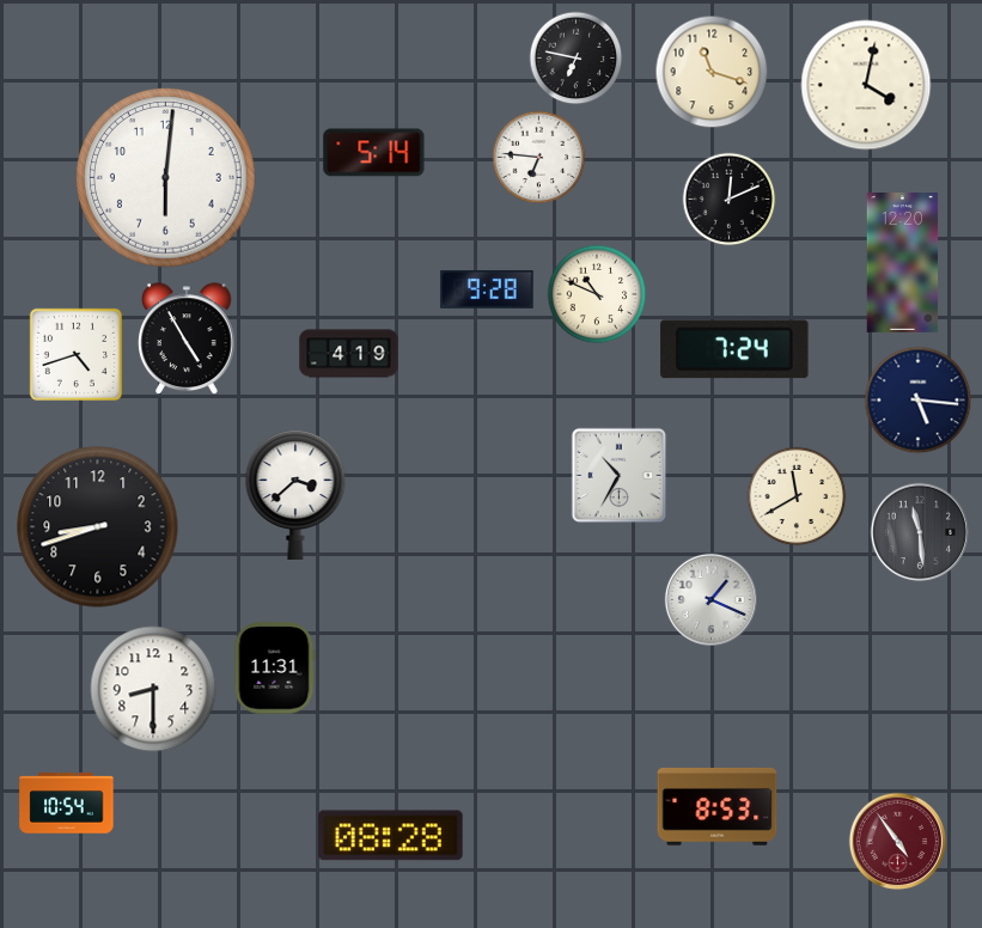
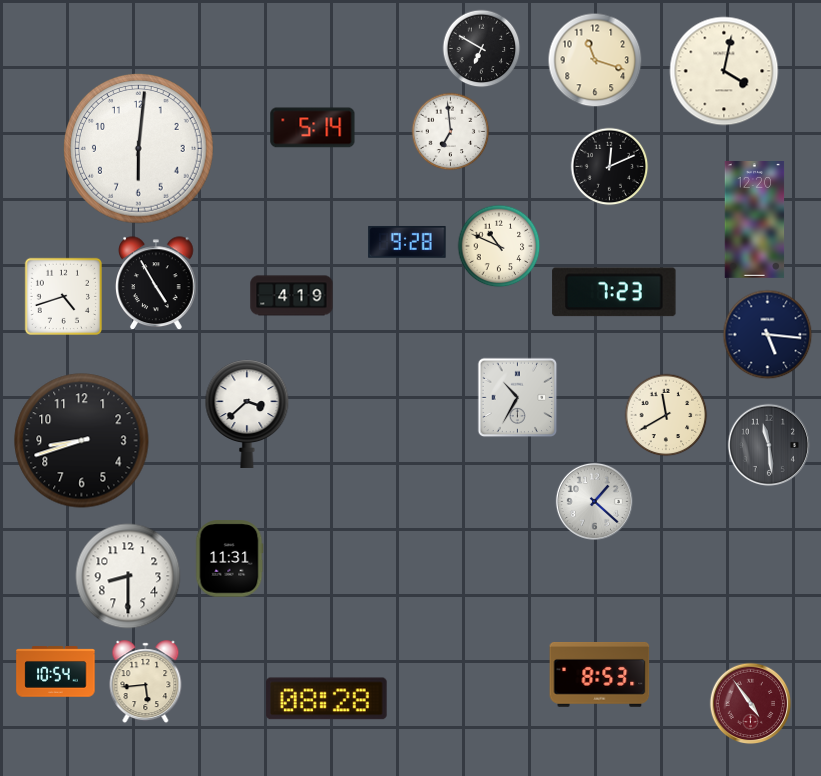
clock at (575, 57): 6:47 -> 6:50
clock at (538, 157): 6:46 -> 6:59
clock at (734, 349): 7:24 -> 7:23
clock at (710, 599): 1:19 -> 1:22
clock at (146, 682): none -> 5:44
